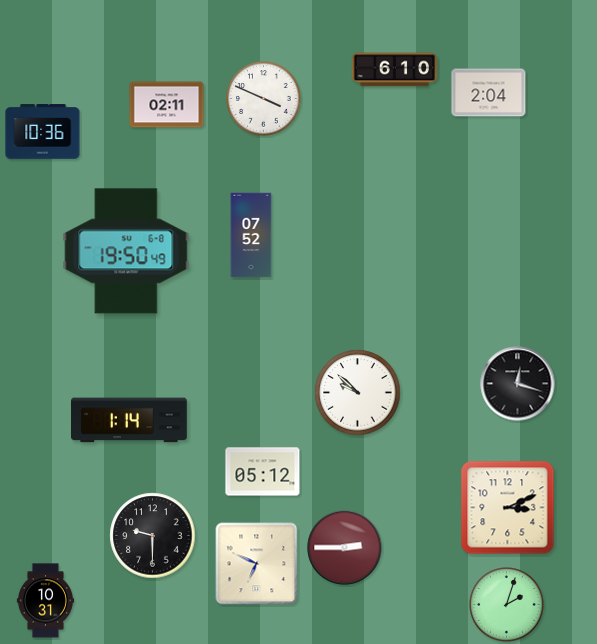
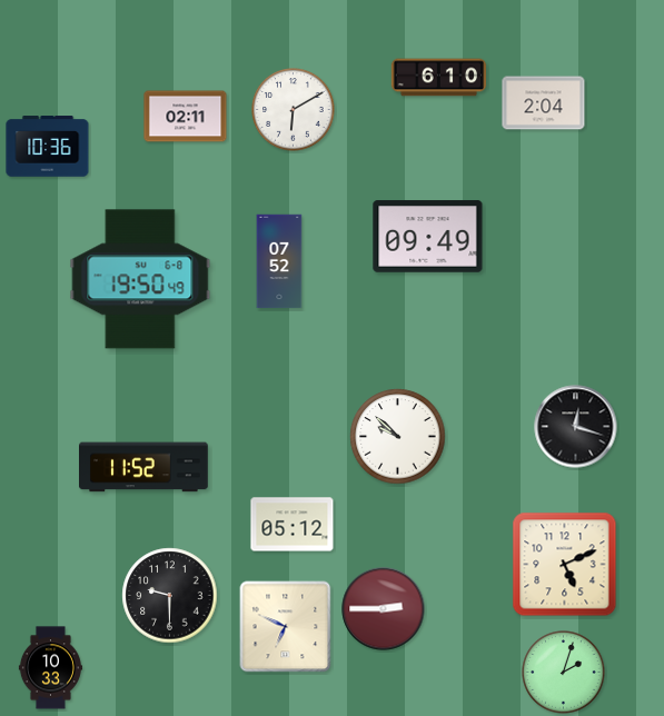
clock at (264, 99): 3:49 -> 6:10
clock at (428, 237): none -> 09:49
clock at (130, 420): 1:14 -> 11:52
clock at (508, 508): 3:11 -> 5:11
clock at (45, 601): 10:31 -> 10:33
